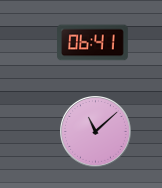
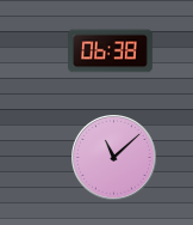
clock at (93, 43): 06:41 -> 06:38
